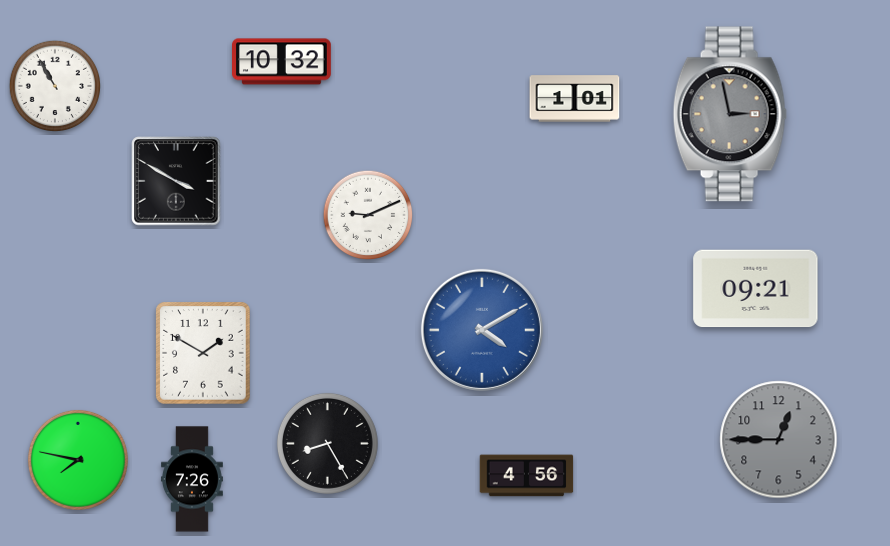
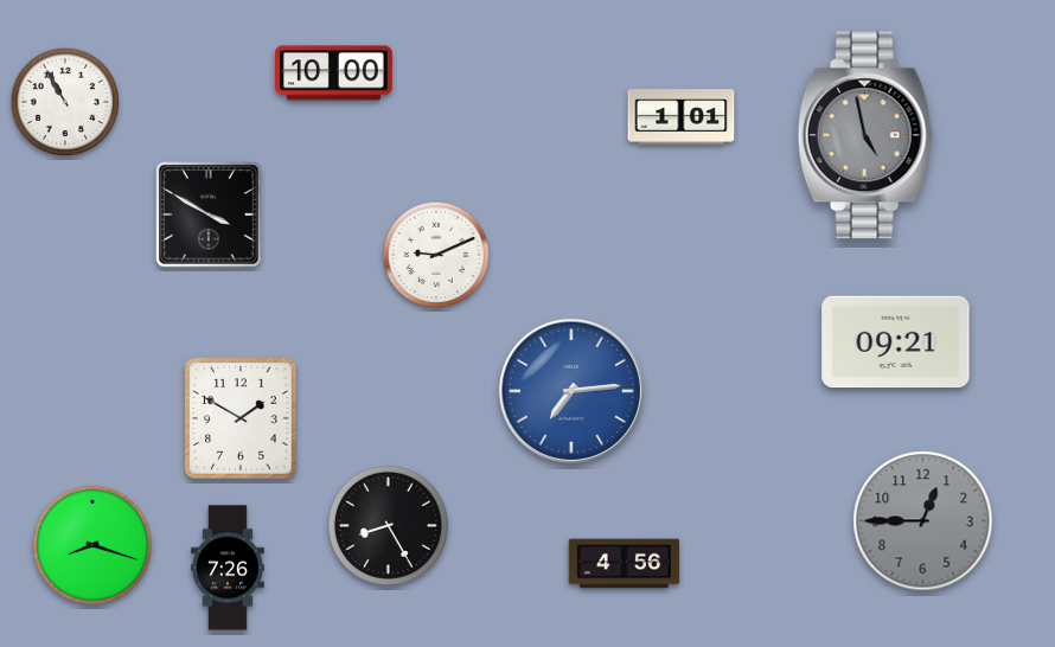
clock at (282, 62): 10:32 -> 10:00
clock at (730, 114): 2:58 -> 4:58
clock at (482, 330): 4:10 -> 7:14
clock at (78, 460): 7:47 -> 8:18
